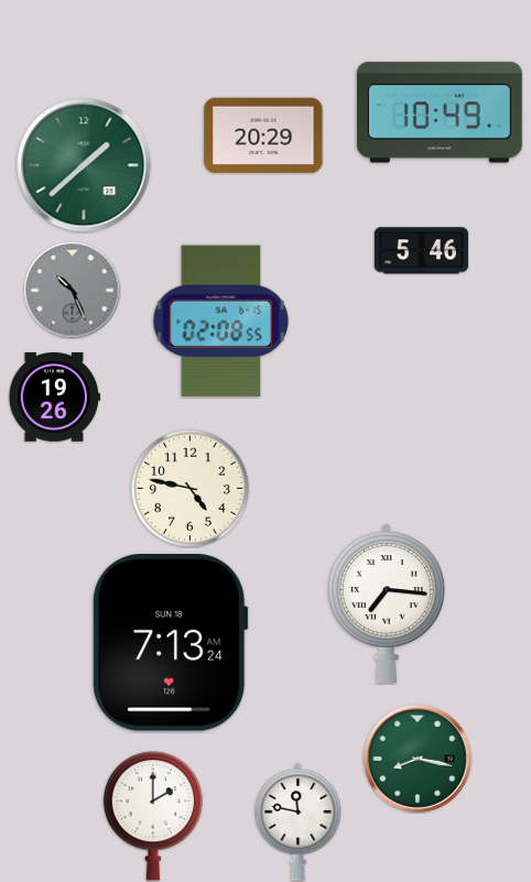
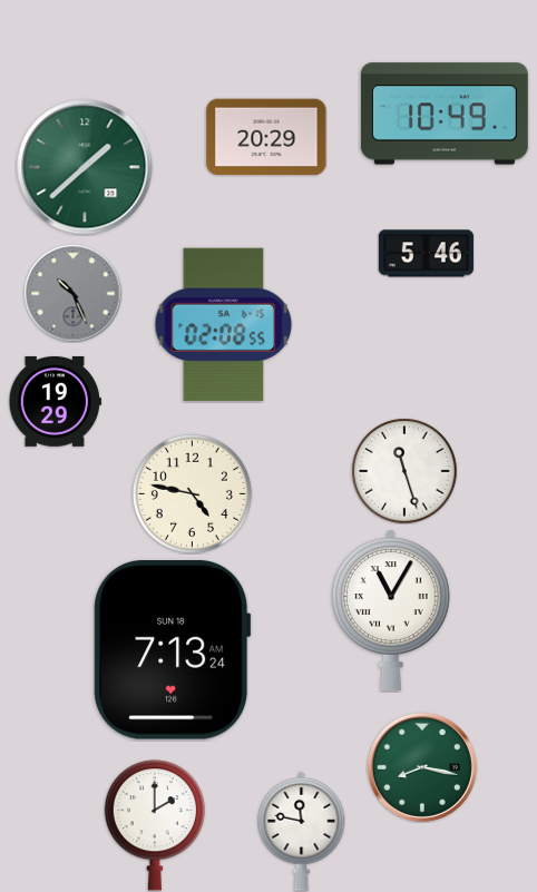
clock at (54, 398): 19:26 -> 19:29
clock at (404, 471): none -> 11:27
clock at (387, 603): 7:16 -> 11:05
